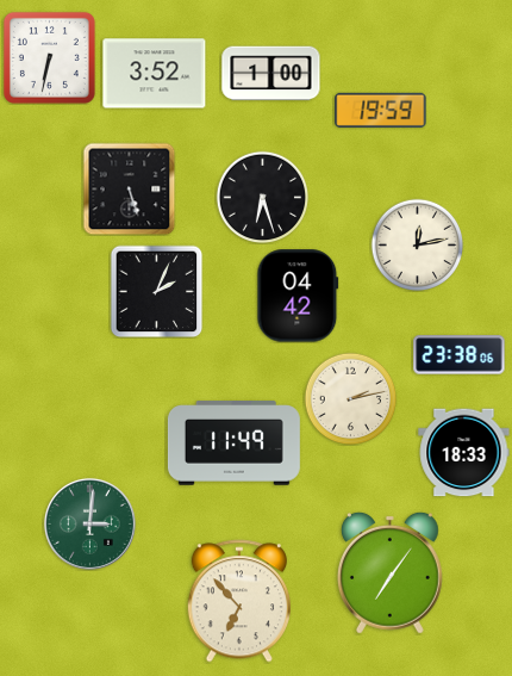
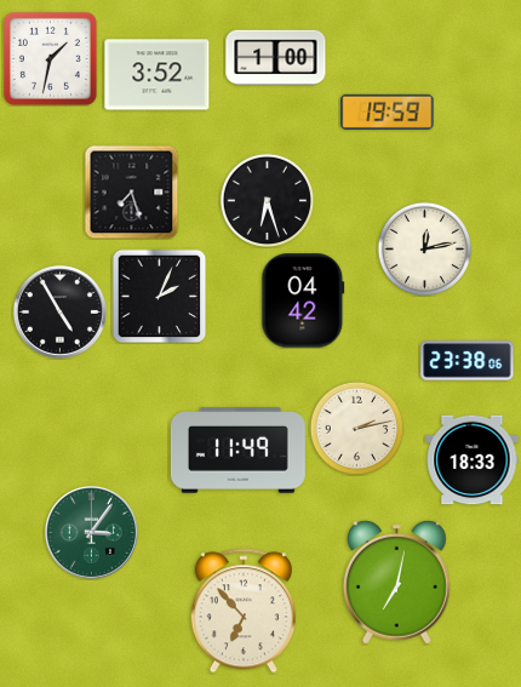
clock at (49, 57): 6:32 -> 1:32
clock at (271, 74) position: (271, 74) -> (276, 58)
clock at (129, 188): 5:27 -> 7:27
clock at (59, 311): none -> 4:55
clock at (350, 398) position: (350, 398) -> (356, 428)
clock at (89, 523): 3:01 -> 3:06
clock at (389, 572): 7:06 -> 7:02
